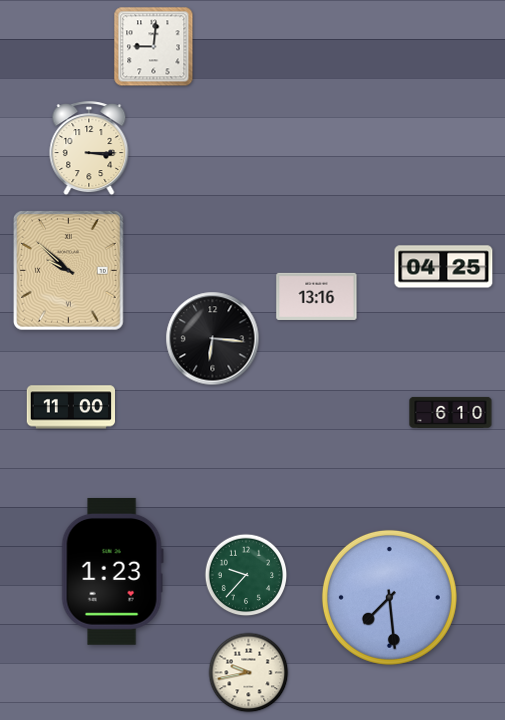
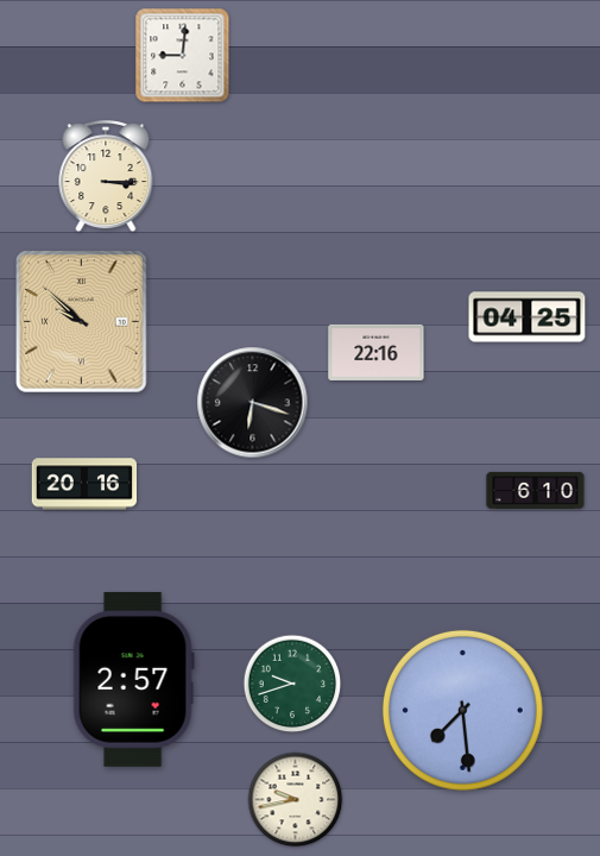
clock at (317, 296): 13:16 -> 22:16
clock at (213, 339): 6:16 -> 6:18
clock at (71, 407): 11:00 -> 20:16
clock at (112, 571): 1:23 -> 2:57
clock at (246, 575): 9:37 -> 9:42
